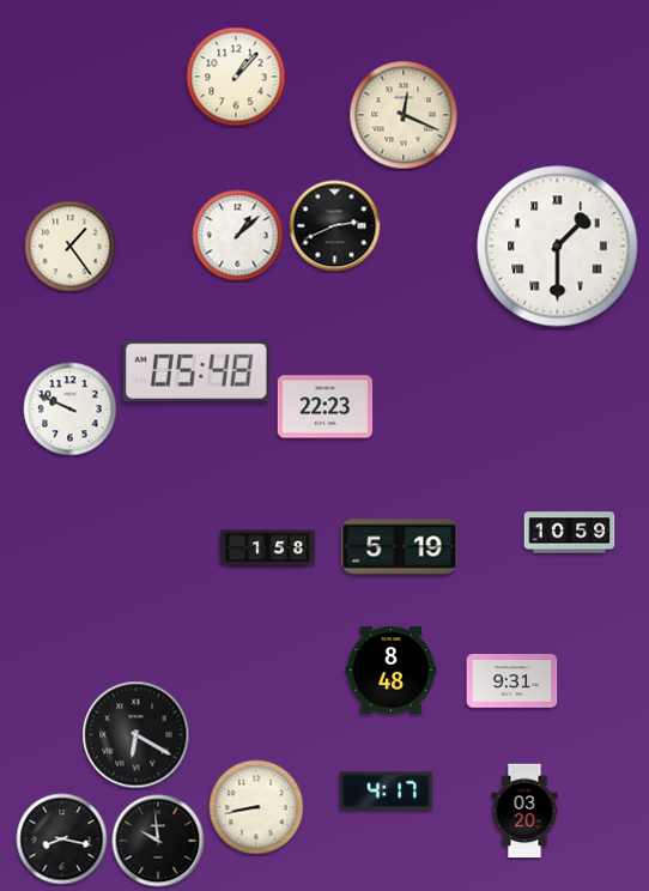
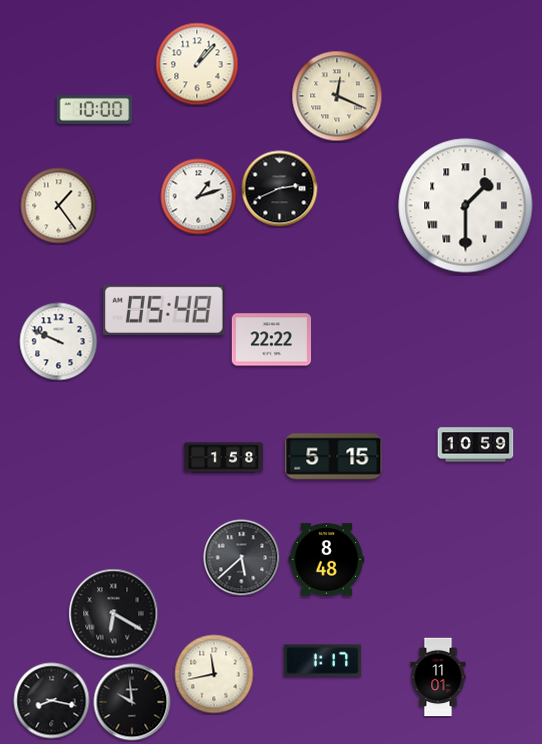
clock at (95, 109): none -> 10:00
clock at (238, 236): 1:08 -> 1:12
clock at (326, 407): 22:23 -> 22:22
clock at (400, 547): 5:19 -> 5:15
clock at (242, 558): none -> 5:38
clock at (512, 681): 9:31 -> none
clock at (387, 792): 4:17 -> 1:17
clock at (256, 807): 8:43 -> 11:43
clock at (524, 811): 03:20 -> 11:01
